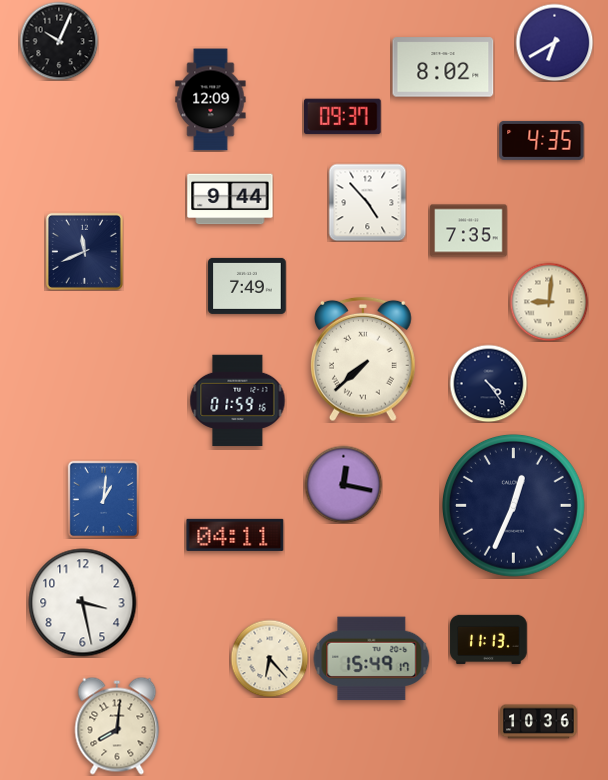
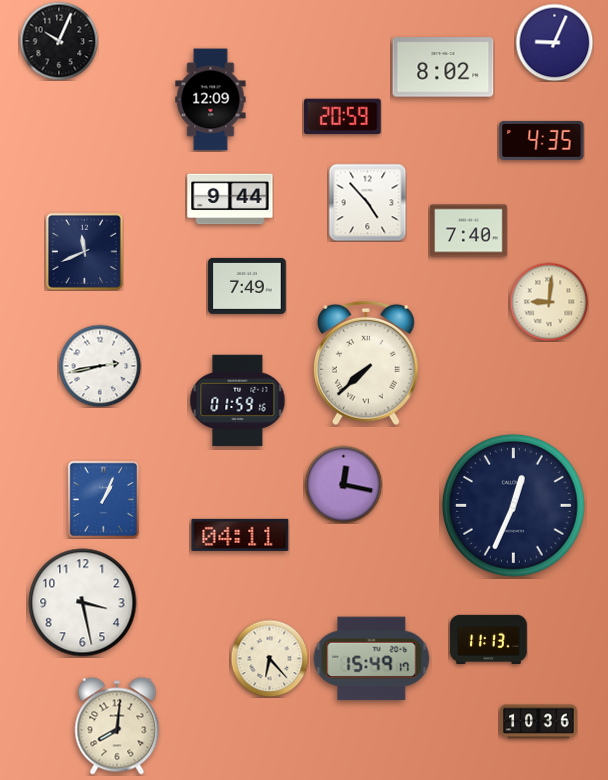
clock at (554, 42): 6:40 -> 9:04
clock at (343, 117): 09:37 -> 20:59
clock at (469, 231): 7:35 -> 7:40
clock at (364, 359) position: (364, 359) -> (367, 363)
clock at (100, 366): none -> 2:43
clock at (488, 383): 4:24 -> none
clock at (103, 499): 1:01 -> 1:04
clock at (235, 535) position: (235, 535) -> (240, 535)
